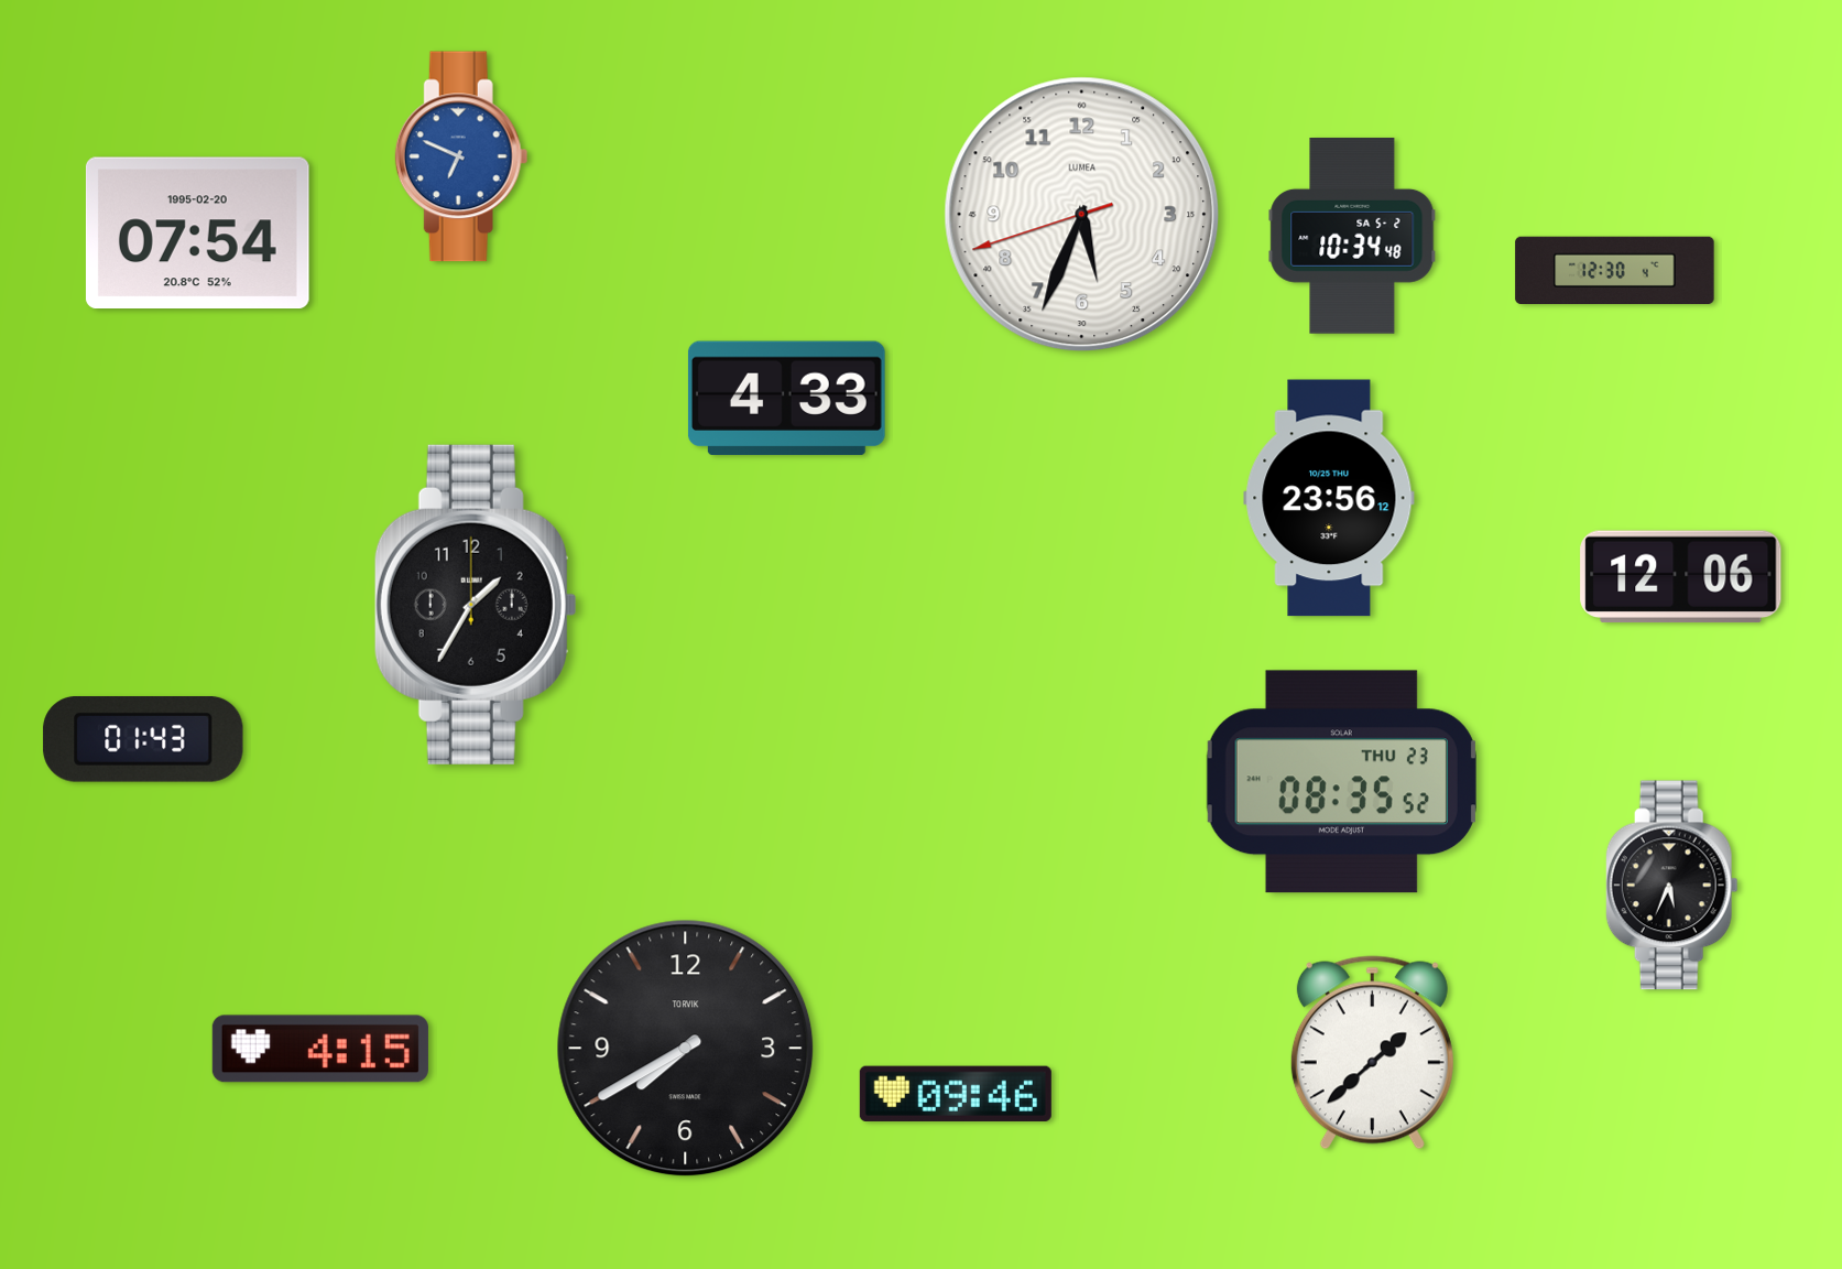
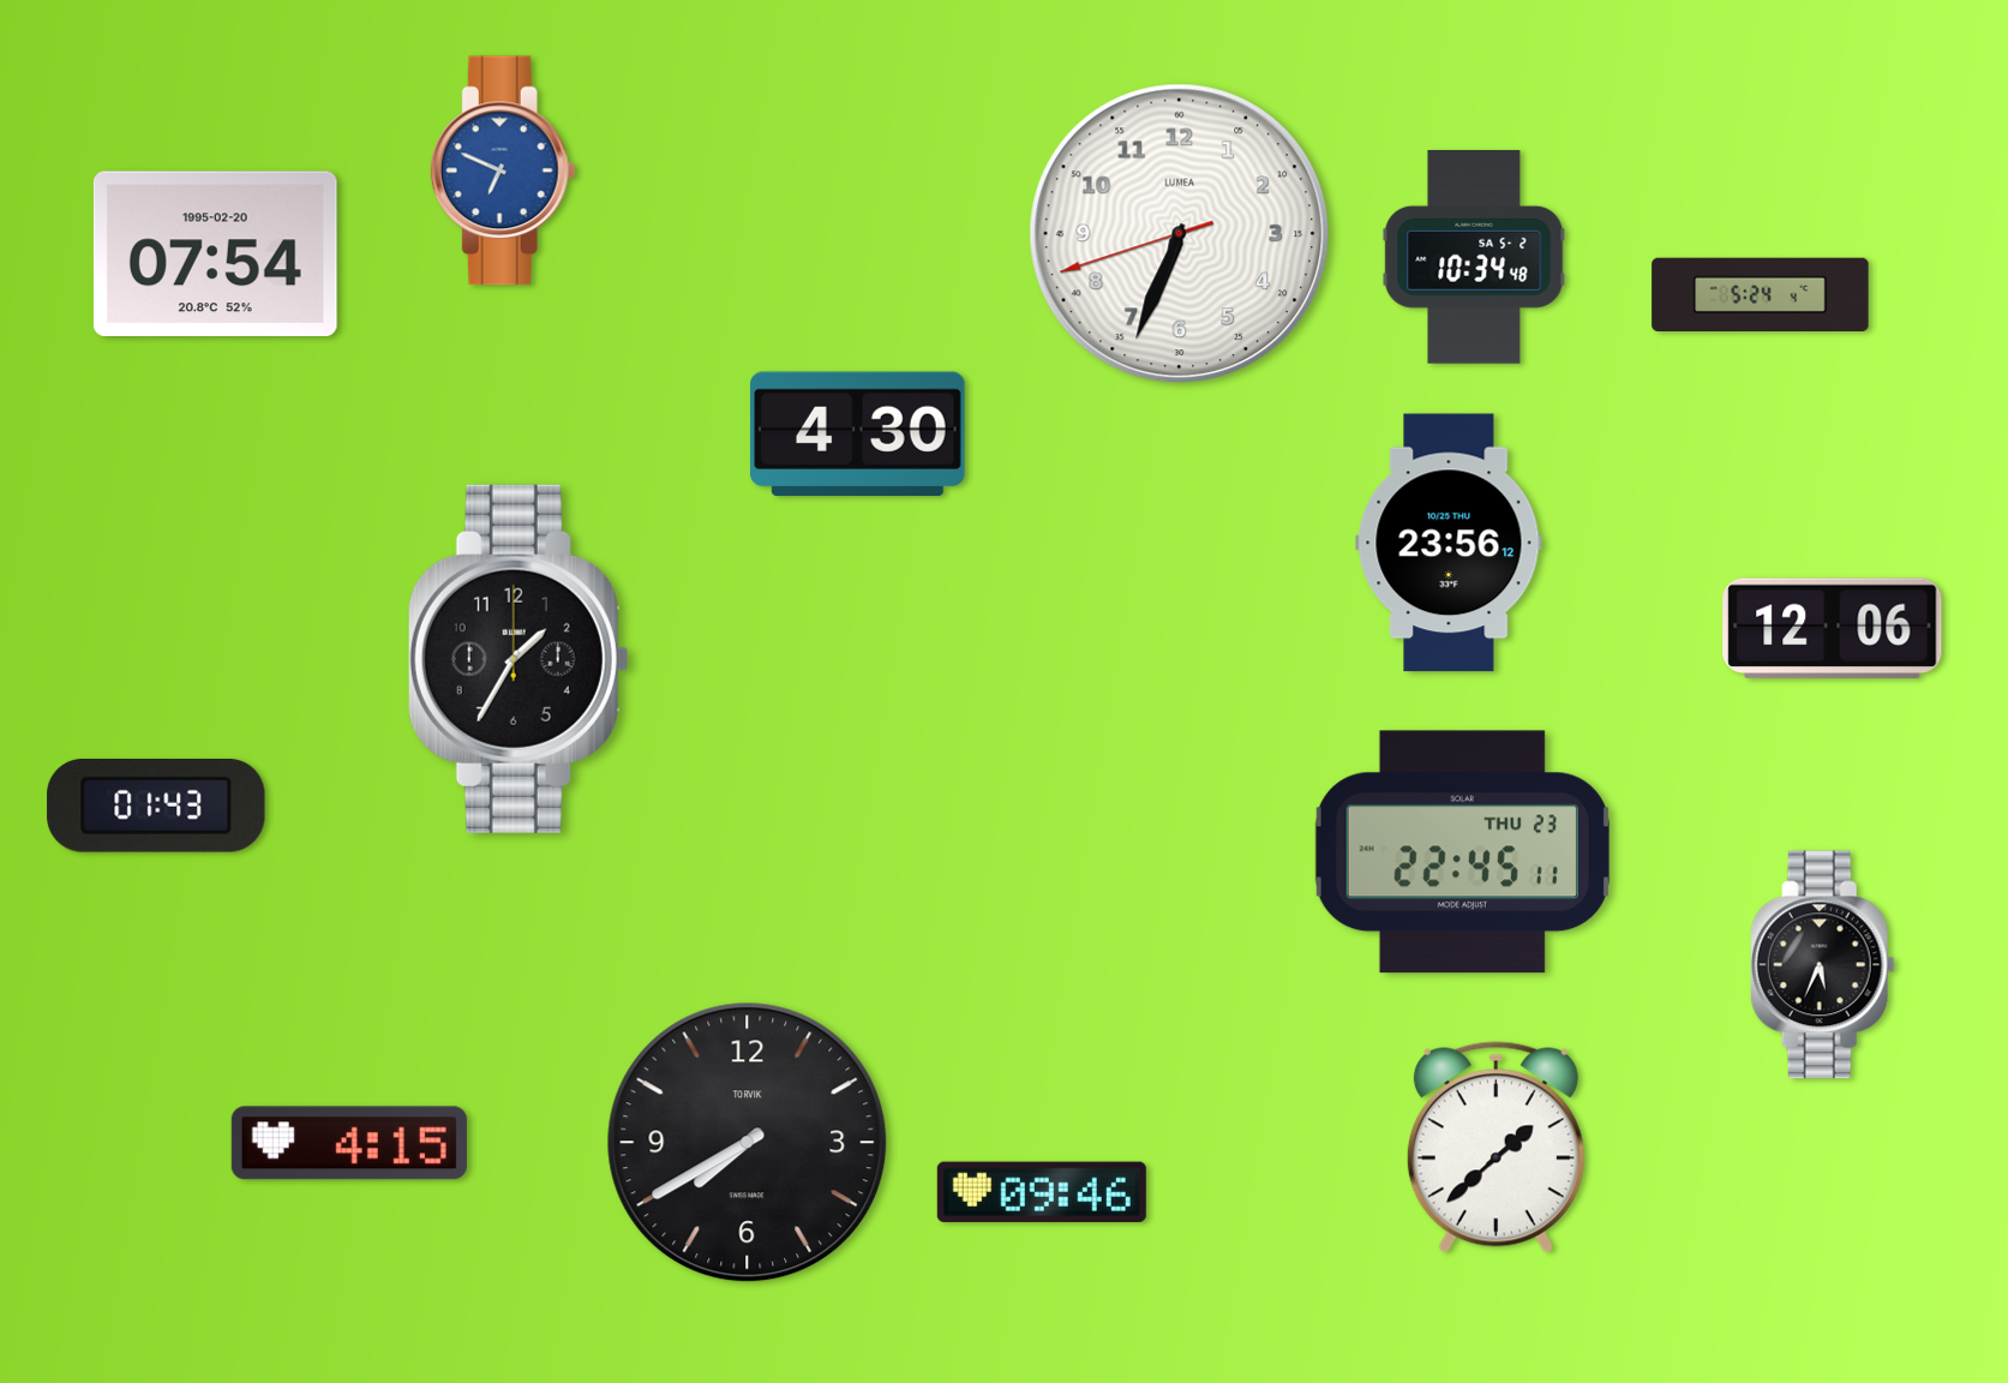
clock at (1082, 215): 5:33 -> 6:33
clock at (1615, 271): 12:30 -> 5:24
clock at (786, 399): 4:33 -> 4:30
clock at (1341, 782): 08:35 -> 22:45
